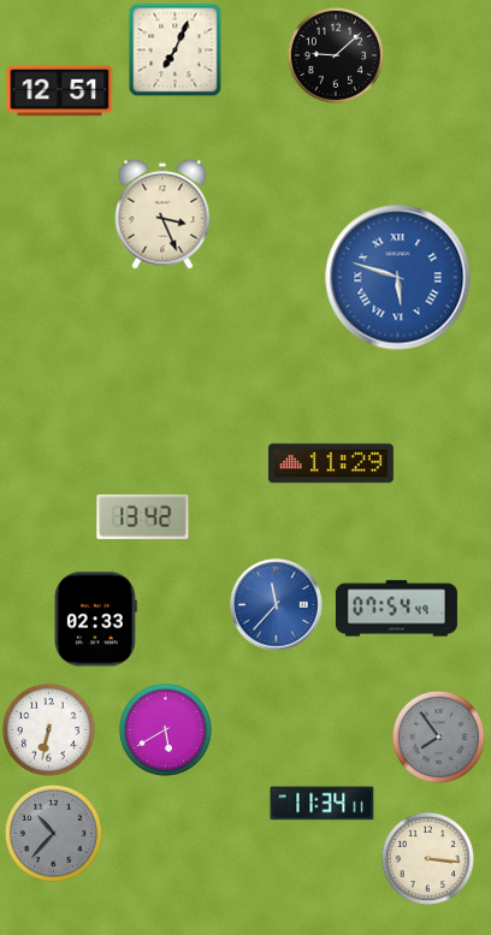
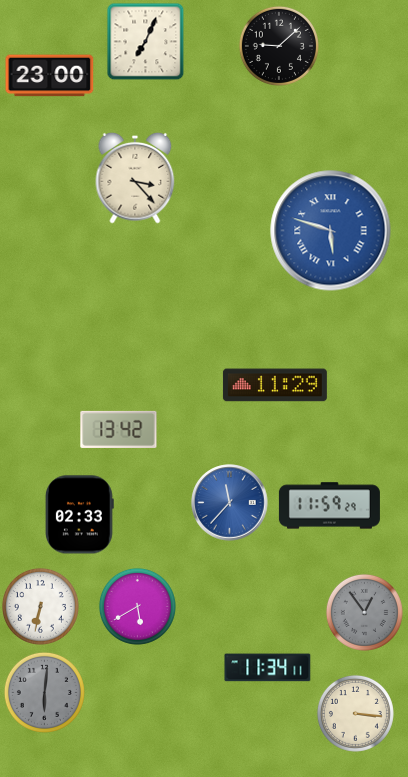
clock at (60, 91): 12:51 -> 23:00
clock at (162, 214): 3:26 -> 3:23
clock at (396, 609): 07:54 -> 11:59
clock at (438, 736): 7:54 -> 12:54
clock at (53, 833): 10:37 -> 6:01
